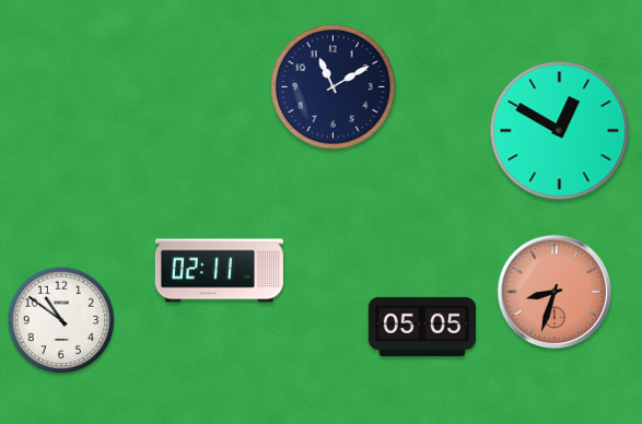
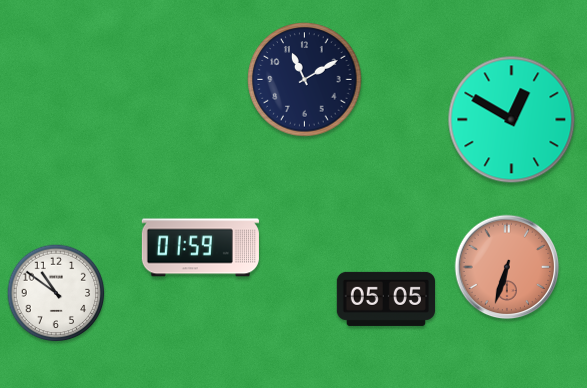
clock at (219, 271): 02:11 -> 01:59
clock at (555, 292): 8:33 -> 6:33
